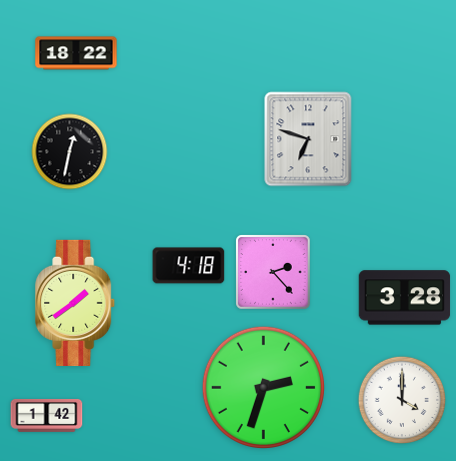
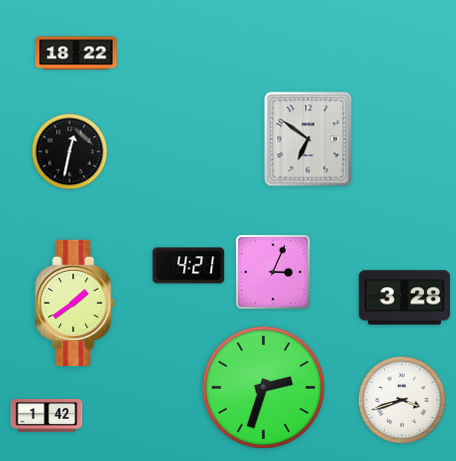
clock at (308, 139): 6:48 -> 6:51
clock at (189, 266): 4:18 -> 4:21
clock at (273, 272): 2:23 -> 3:04
clock at (401, 399): 4:00 -> 3:42
